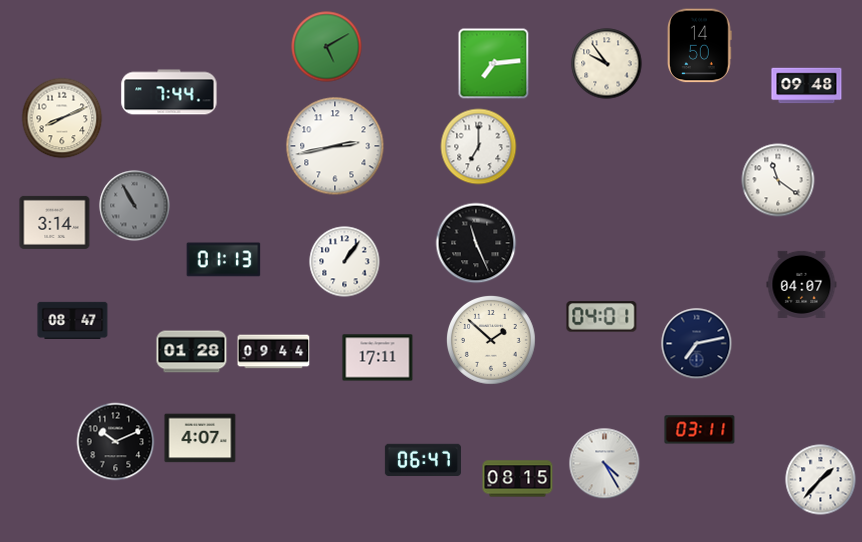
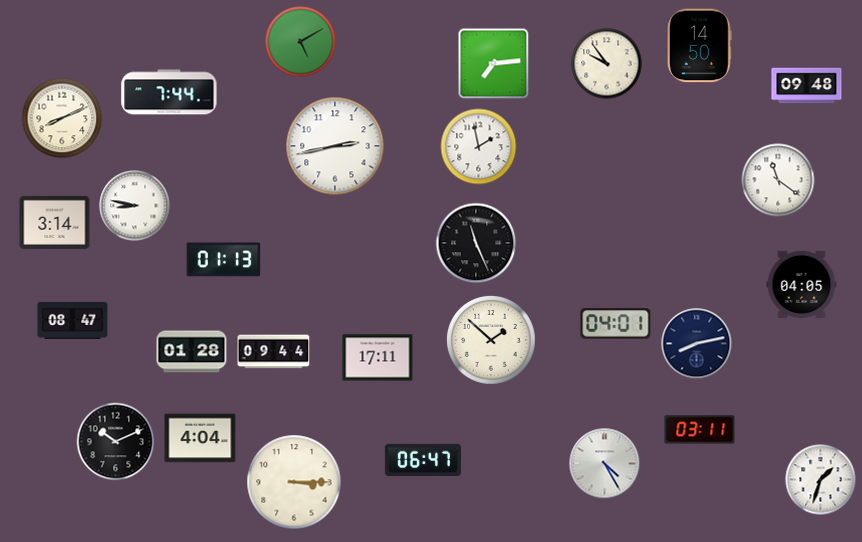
clock at (327, 47) position: (327, 47) -> (301, 42)
clock at (479, 147): 7:00 -> 1:58
clock at (135, 206): 10:55 -> 8:47
clock at (135, 206) dial: grey -> white
clock at (345, 262): 1:06 -> none
clock at (802, 284): 04:07 -> 04:05
clock at (602, 317) position: (602, 317) -> (616, 324)
clock at (697, 344): 7:13 -> 8:13
clock at (200, 438): 4:07 -> 4:04
clock at (518, 479): 08:15 -> none
clock at (821, 480): 1:37 -> 1:33
clock at (294, 482): none -> 3:15
